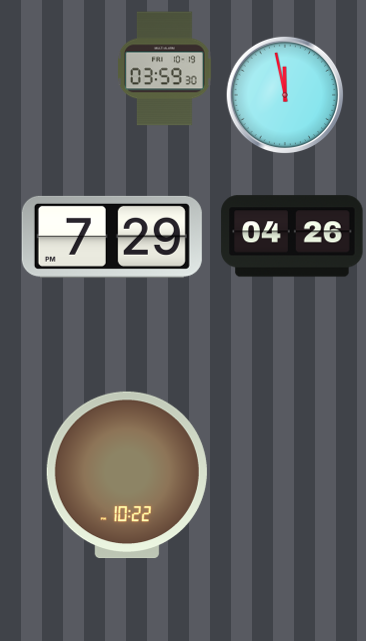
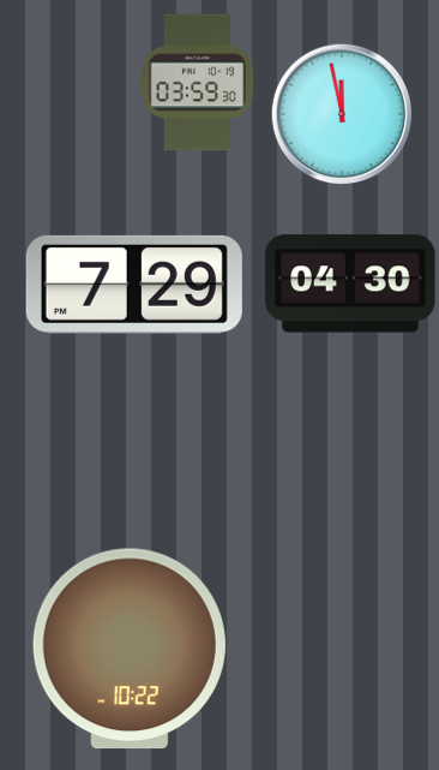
clock at (292, 236): 04:26 -> 04:30
clock at (127, 475) position: (127, 475) -> (130, 649)
